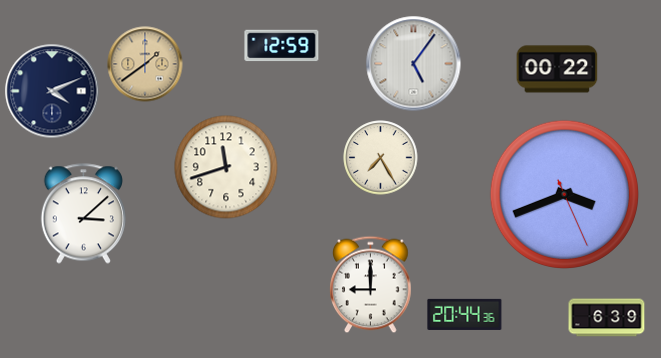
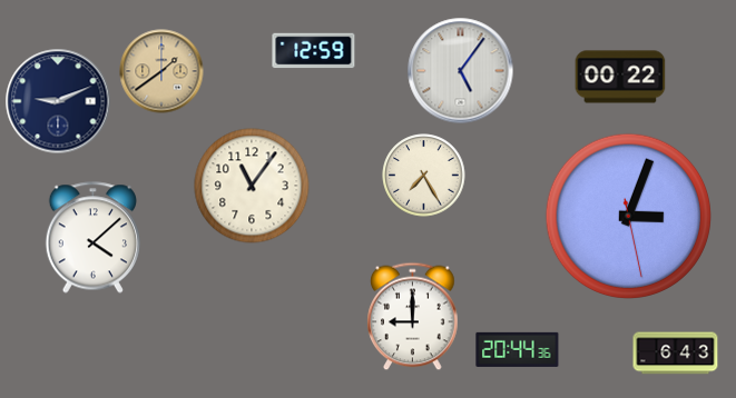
clock at (52, 91): 4:11 -> 9:11
clock at (226, 167): 11:42 -> 11:06
clock at (564, 194): 3:41 -> 3:03
clock at (83, 214): 3:08 -> 4:08
clock at (607, 318): 6:39 -> 6:43
